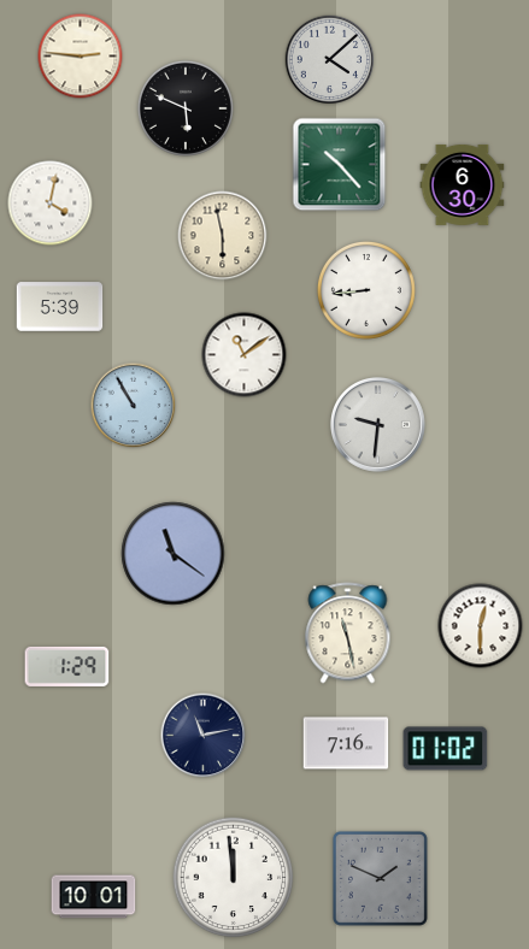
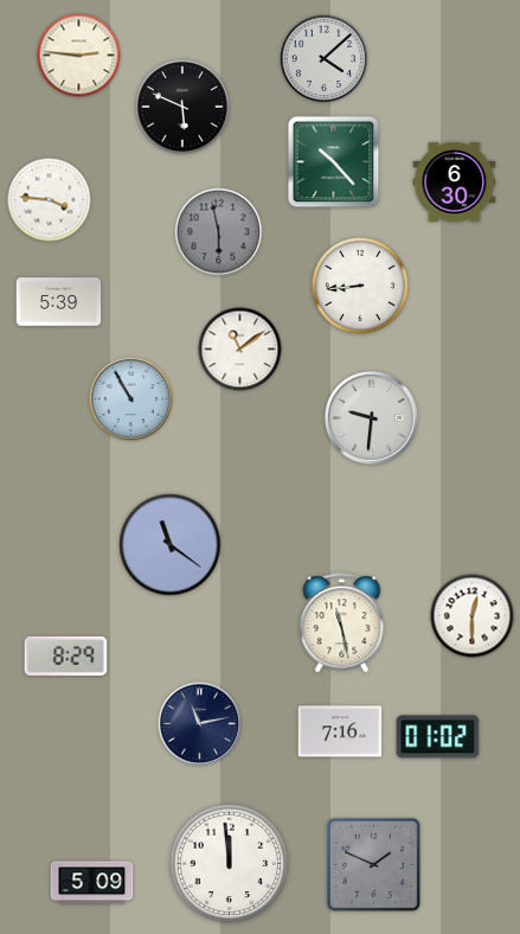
clock at (51, 204): 4:02 -> 3:46
clock at (223, 236) dial: cream -> grey
clock at (67, 666): 1:29 -> 8:29
clock at (94, 897): 10:01 -> 5:09
